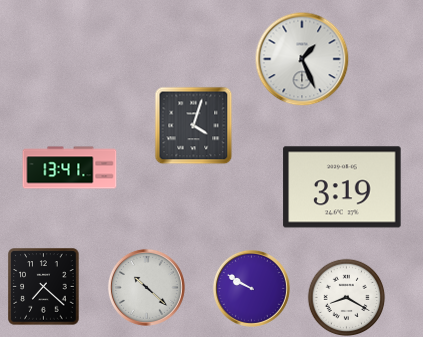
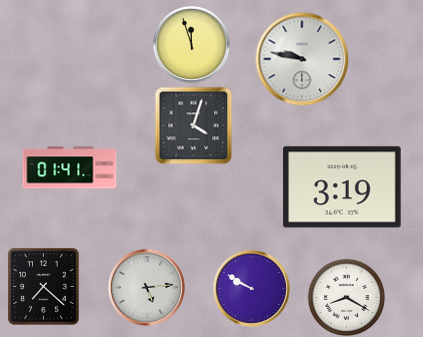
clock at (191, 44): none -> 11:57
clock at (302, 59): 1:26 -> 9:47
clock at (70, 168): 13:41 -> 01:41
clock at (146, 287): 10:22 -> 5:14
